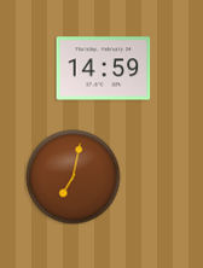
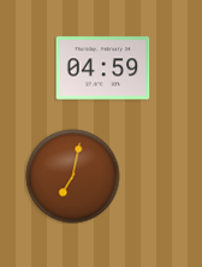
clock at (103, 69): 14:59 -> 04:59
